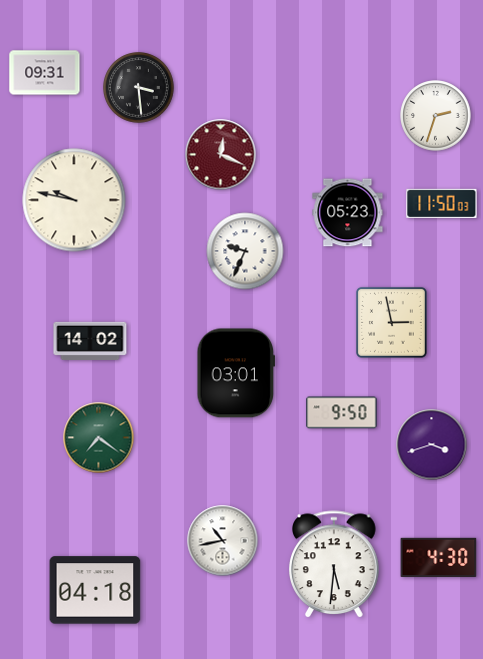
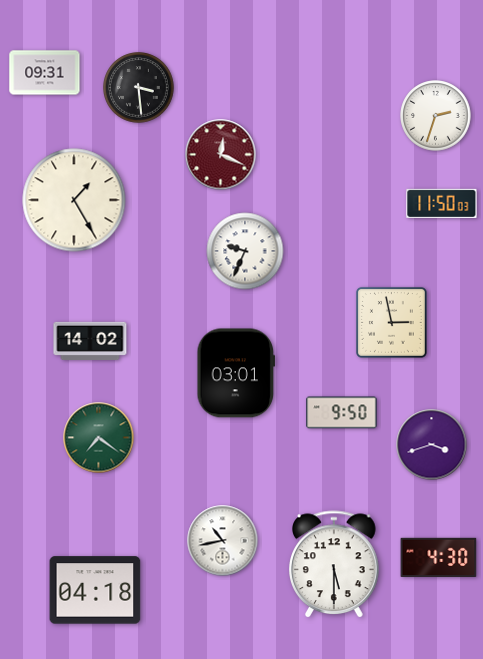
clock at (74, 200): 9:47 -> 1:25
clock at (348, 213): 05:23 -> none
clock at (335, 565): 5:31 -> 5:30
